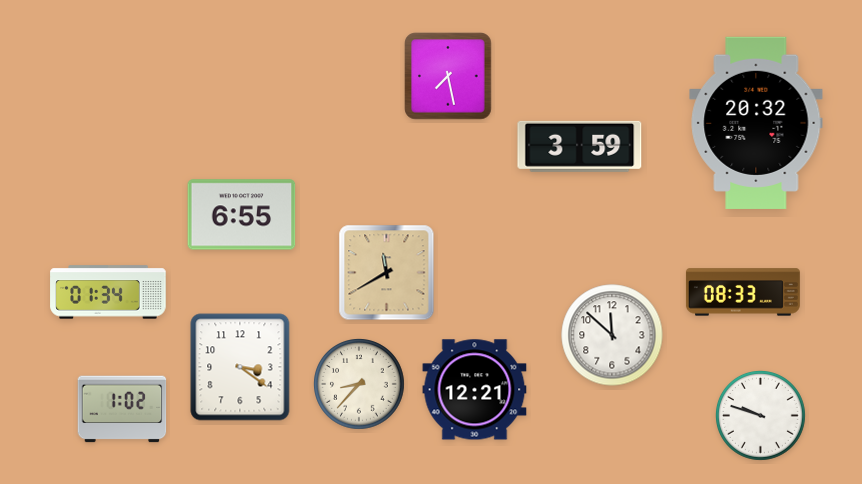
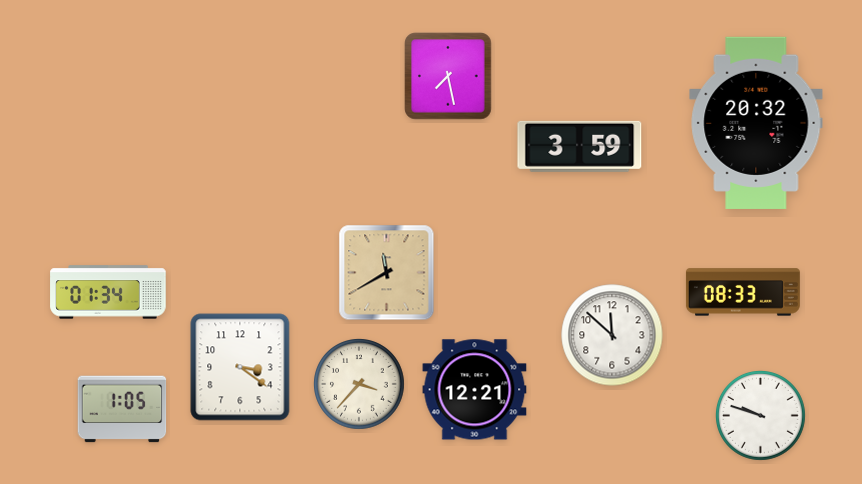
clock at (242, 215): 6:55 -> none
clock at (360, 385): 8:37 -> 3:37
clock at (122, 409): 1:02 -> 1:05
